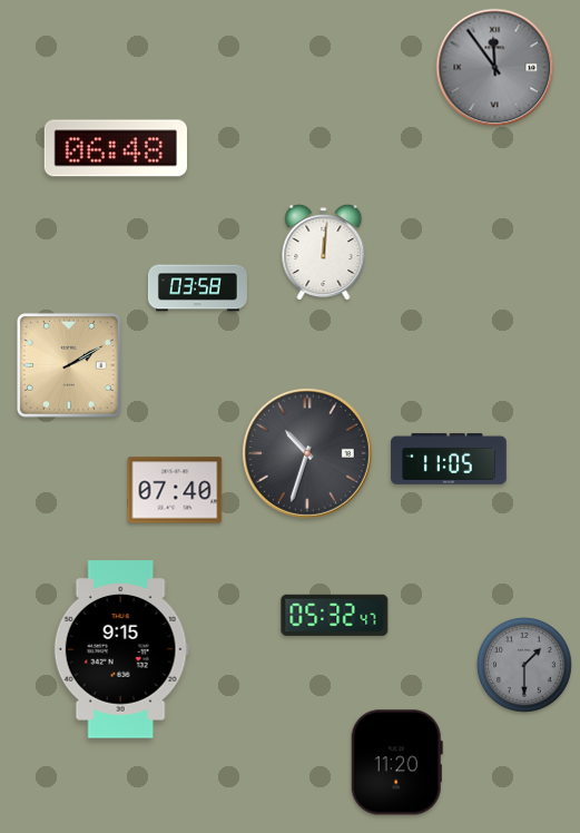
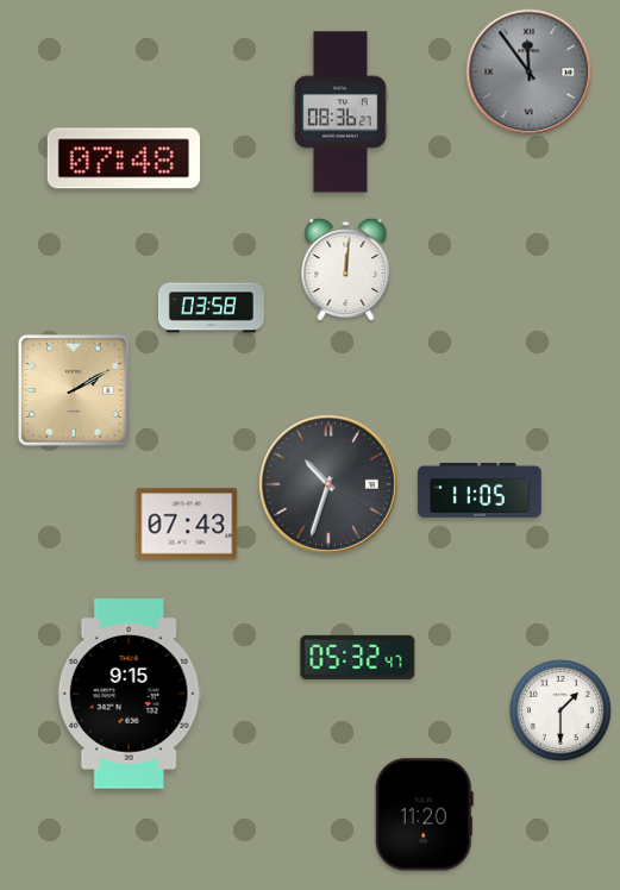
clock at (342, 112): none -> 08:36
clock at (116, 148): 06:48 -> 07:48
clock at (175, 490): 07:40 -> 07:43
clock at (524, 665) dial: grey -> white
